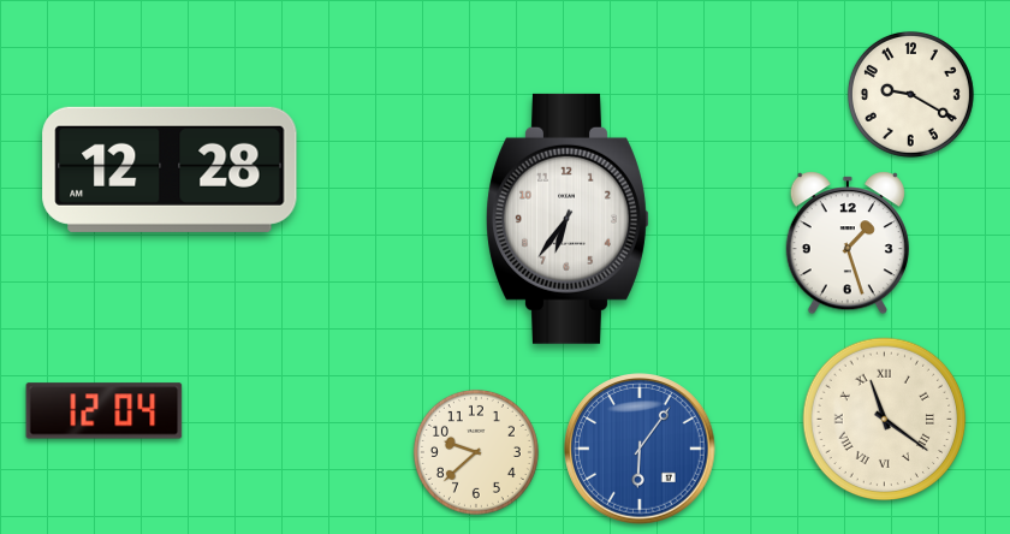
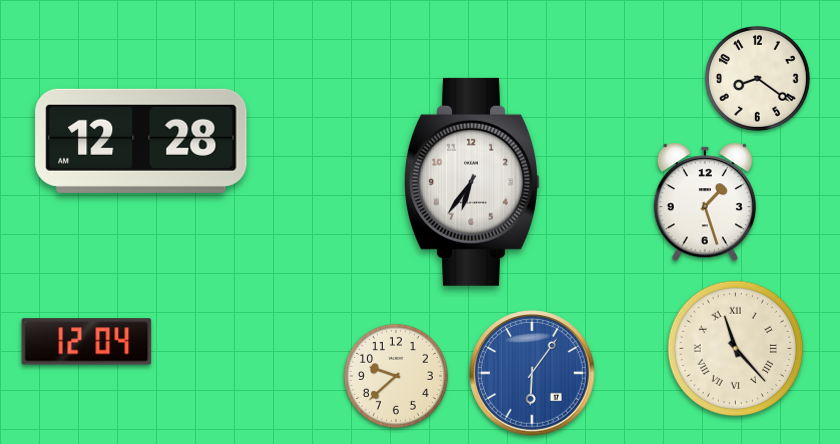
clock at (910, 94): 9:20 -> 8:21
clock at (885, 420): 11:21 -> 11:23
